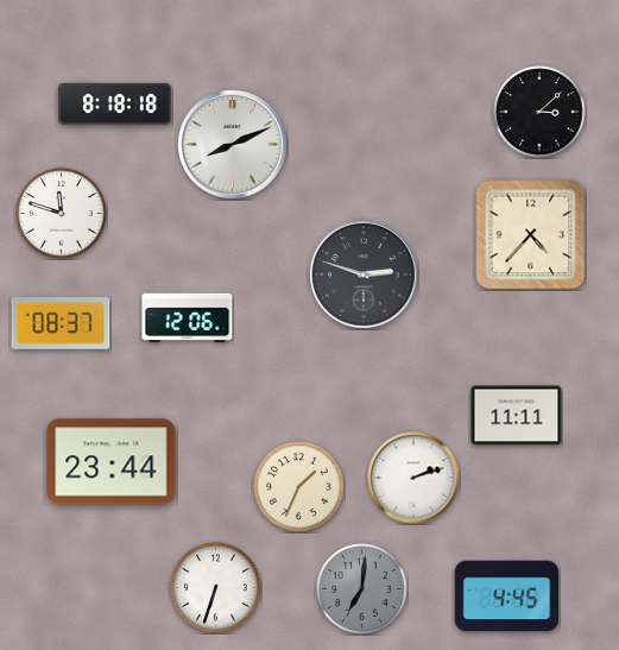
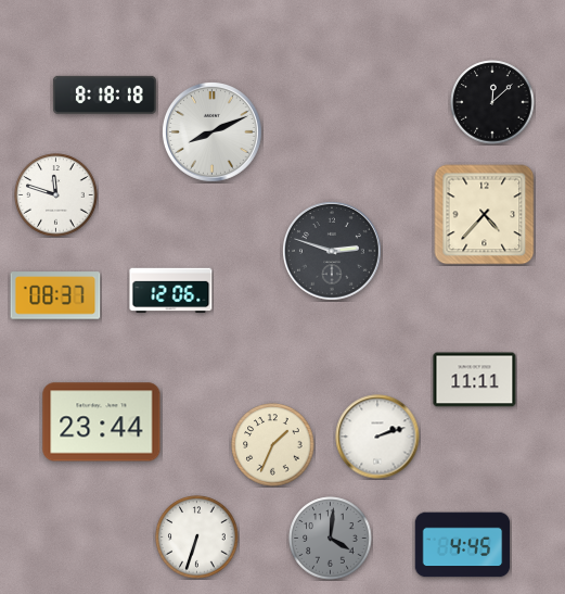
clock at (539, 112): 3:08 -> 12:08
clock at (517, 416) position: (517, 416) -> (475, 380)
clock at (362, 589): 7:01 -> 4:01
